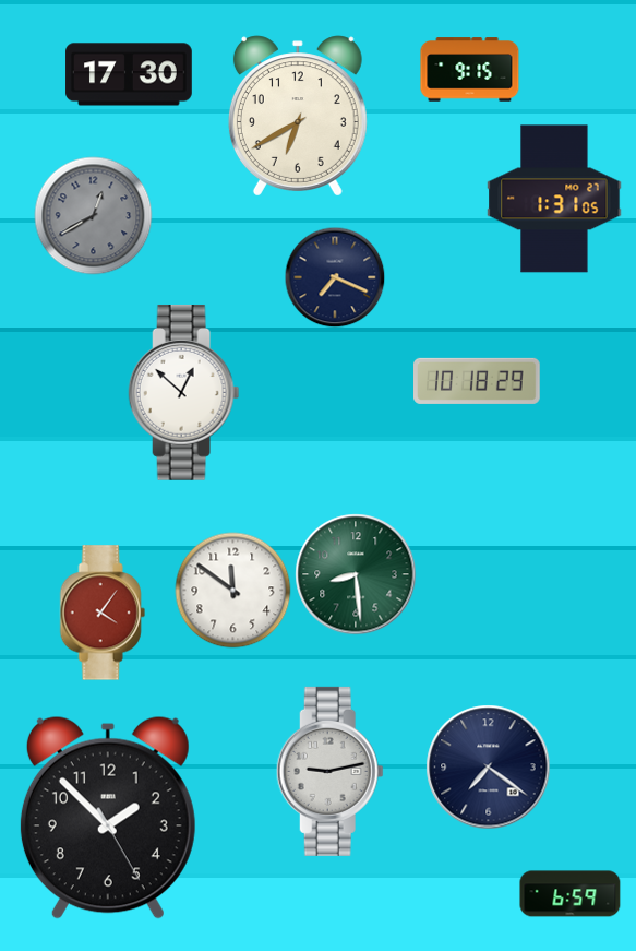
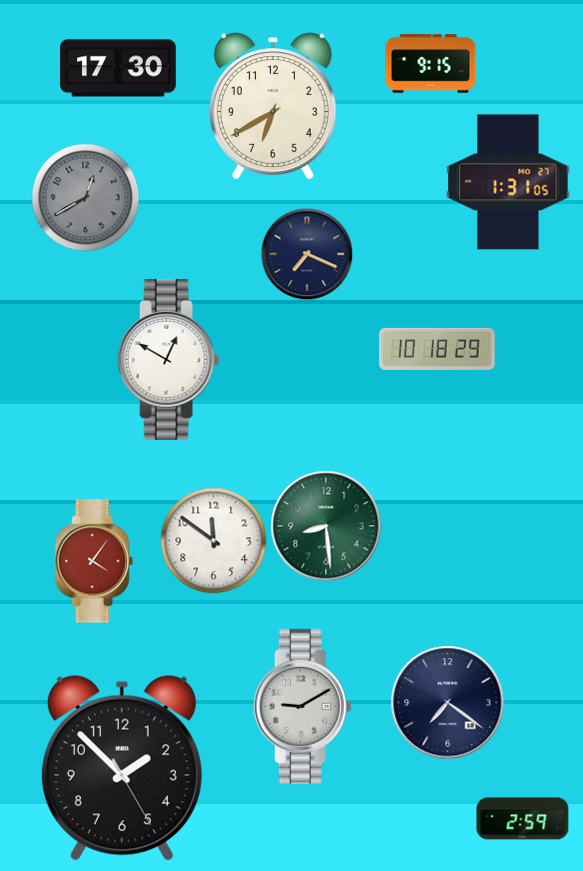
clock at (184, 392): 12:52 -> 12:50
clock at (329, 771): 9:13 -> 9:10
clock at (108, 818) position: (108, 818) -> (122, 768)
clock at (571, 894): 6:59 -> 2:59
